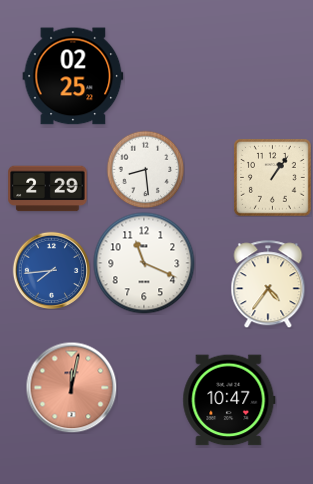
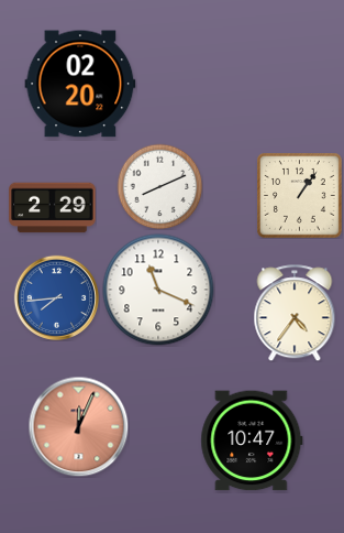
clock at (73, 76): 02:25 -> 02:20
clock at (145, 169): 8:29 -> 8:11
clock at (71, 387): 12:02 -> 12:04
